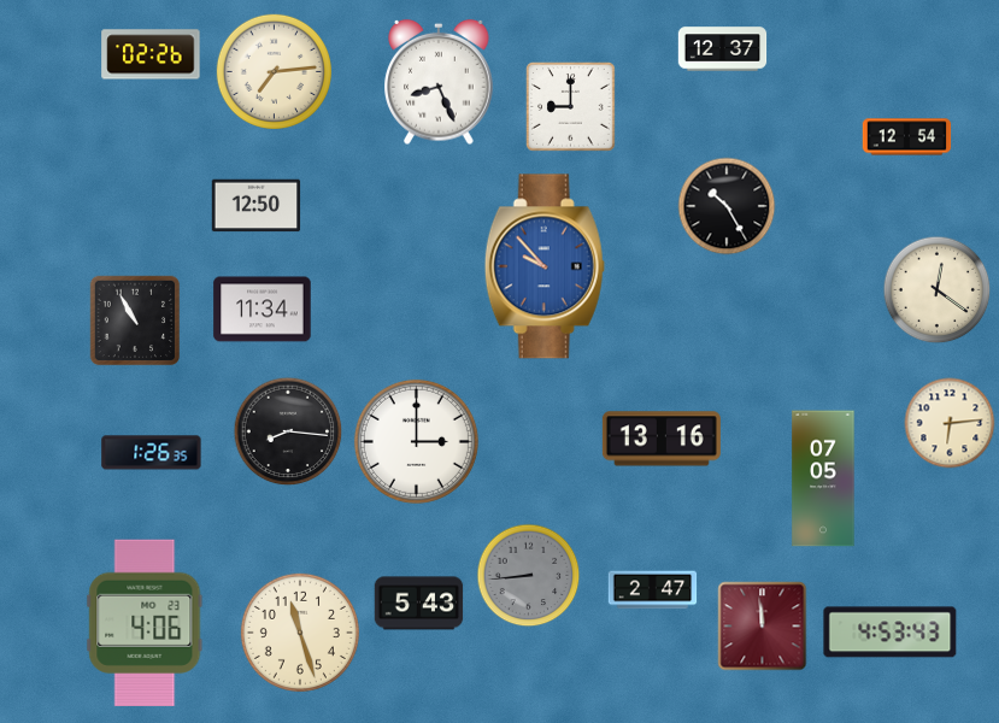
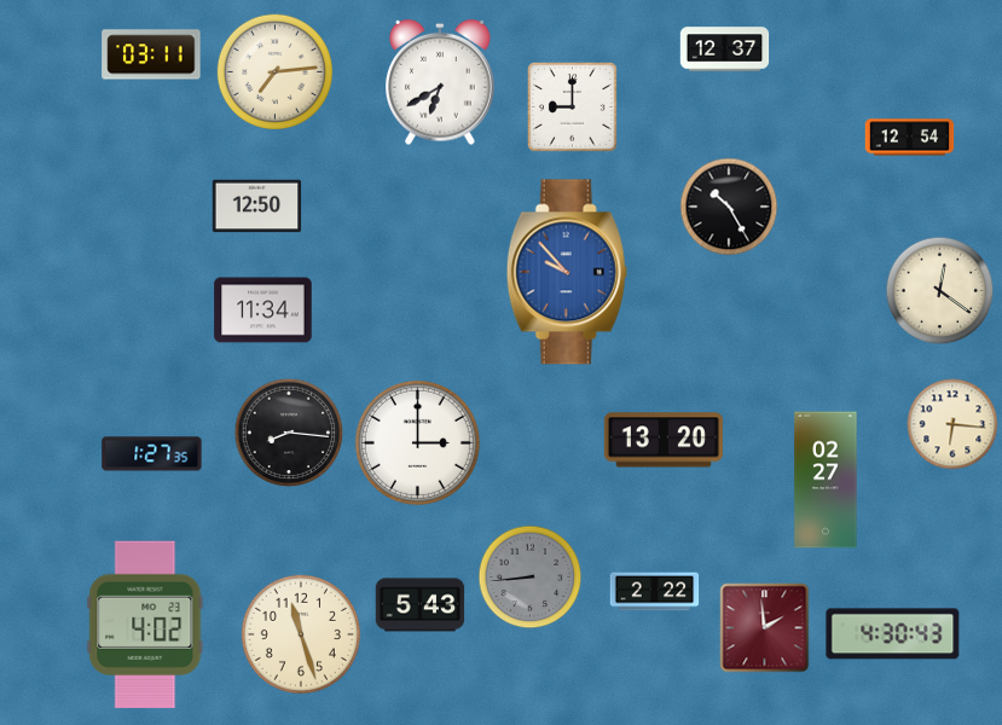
clock at (151, 54): 02:26 -> 03:11
clock at (439, 82): 8:26 -> 6:40
clock at (545, 266) position: (545, 266) -> (567, 272)
clock at (135, 321): 10:55 -> none
clock at (950, 423): 6:14 -> 6:16
clock at (662, 439): 13:16 -> 13:20
clock at (152, 453): 1:26 -> 1:27
clock at (823, 478): 07:05 -> 02:27
clock at (653, 590): 2:47 -> 2:22
clock at (145, 623): 4:06 -> 4:02
clock at (763, 627): 11:59 -> 1:59
clock at (891, 633): 4:53 -> 4:30
